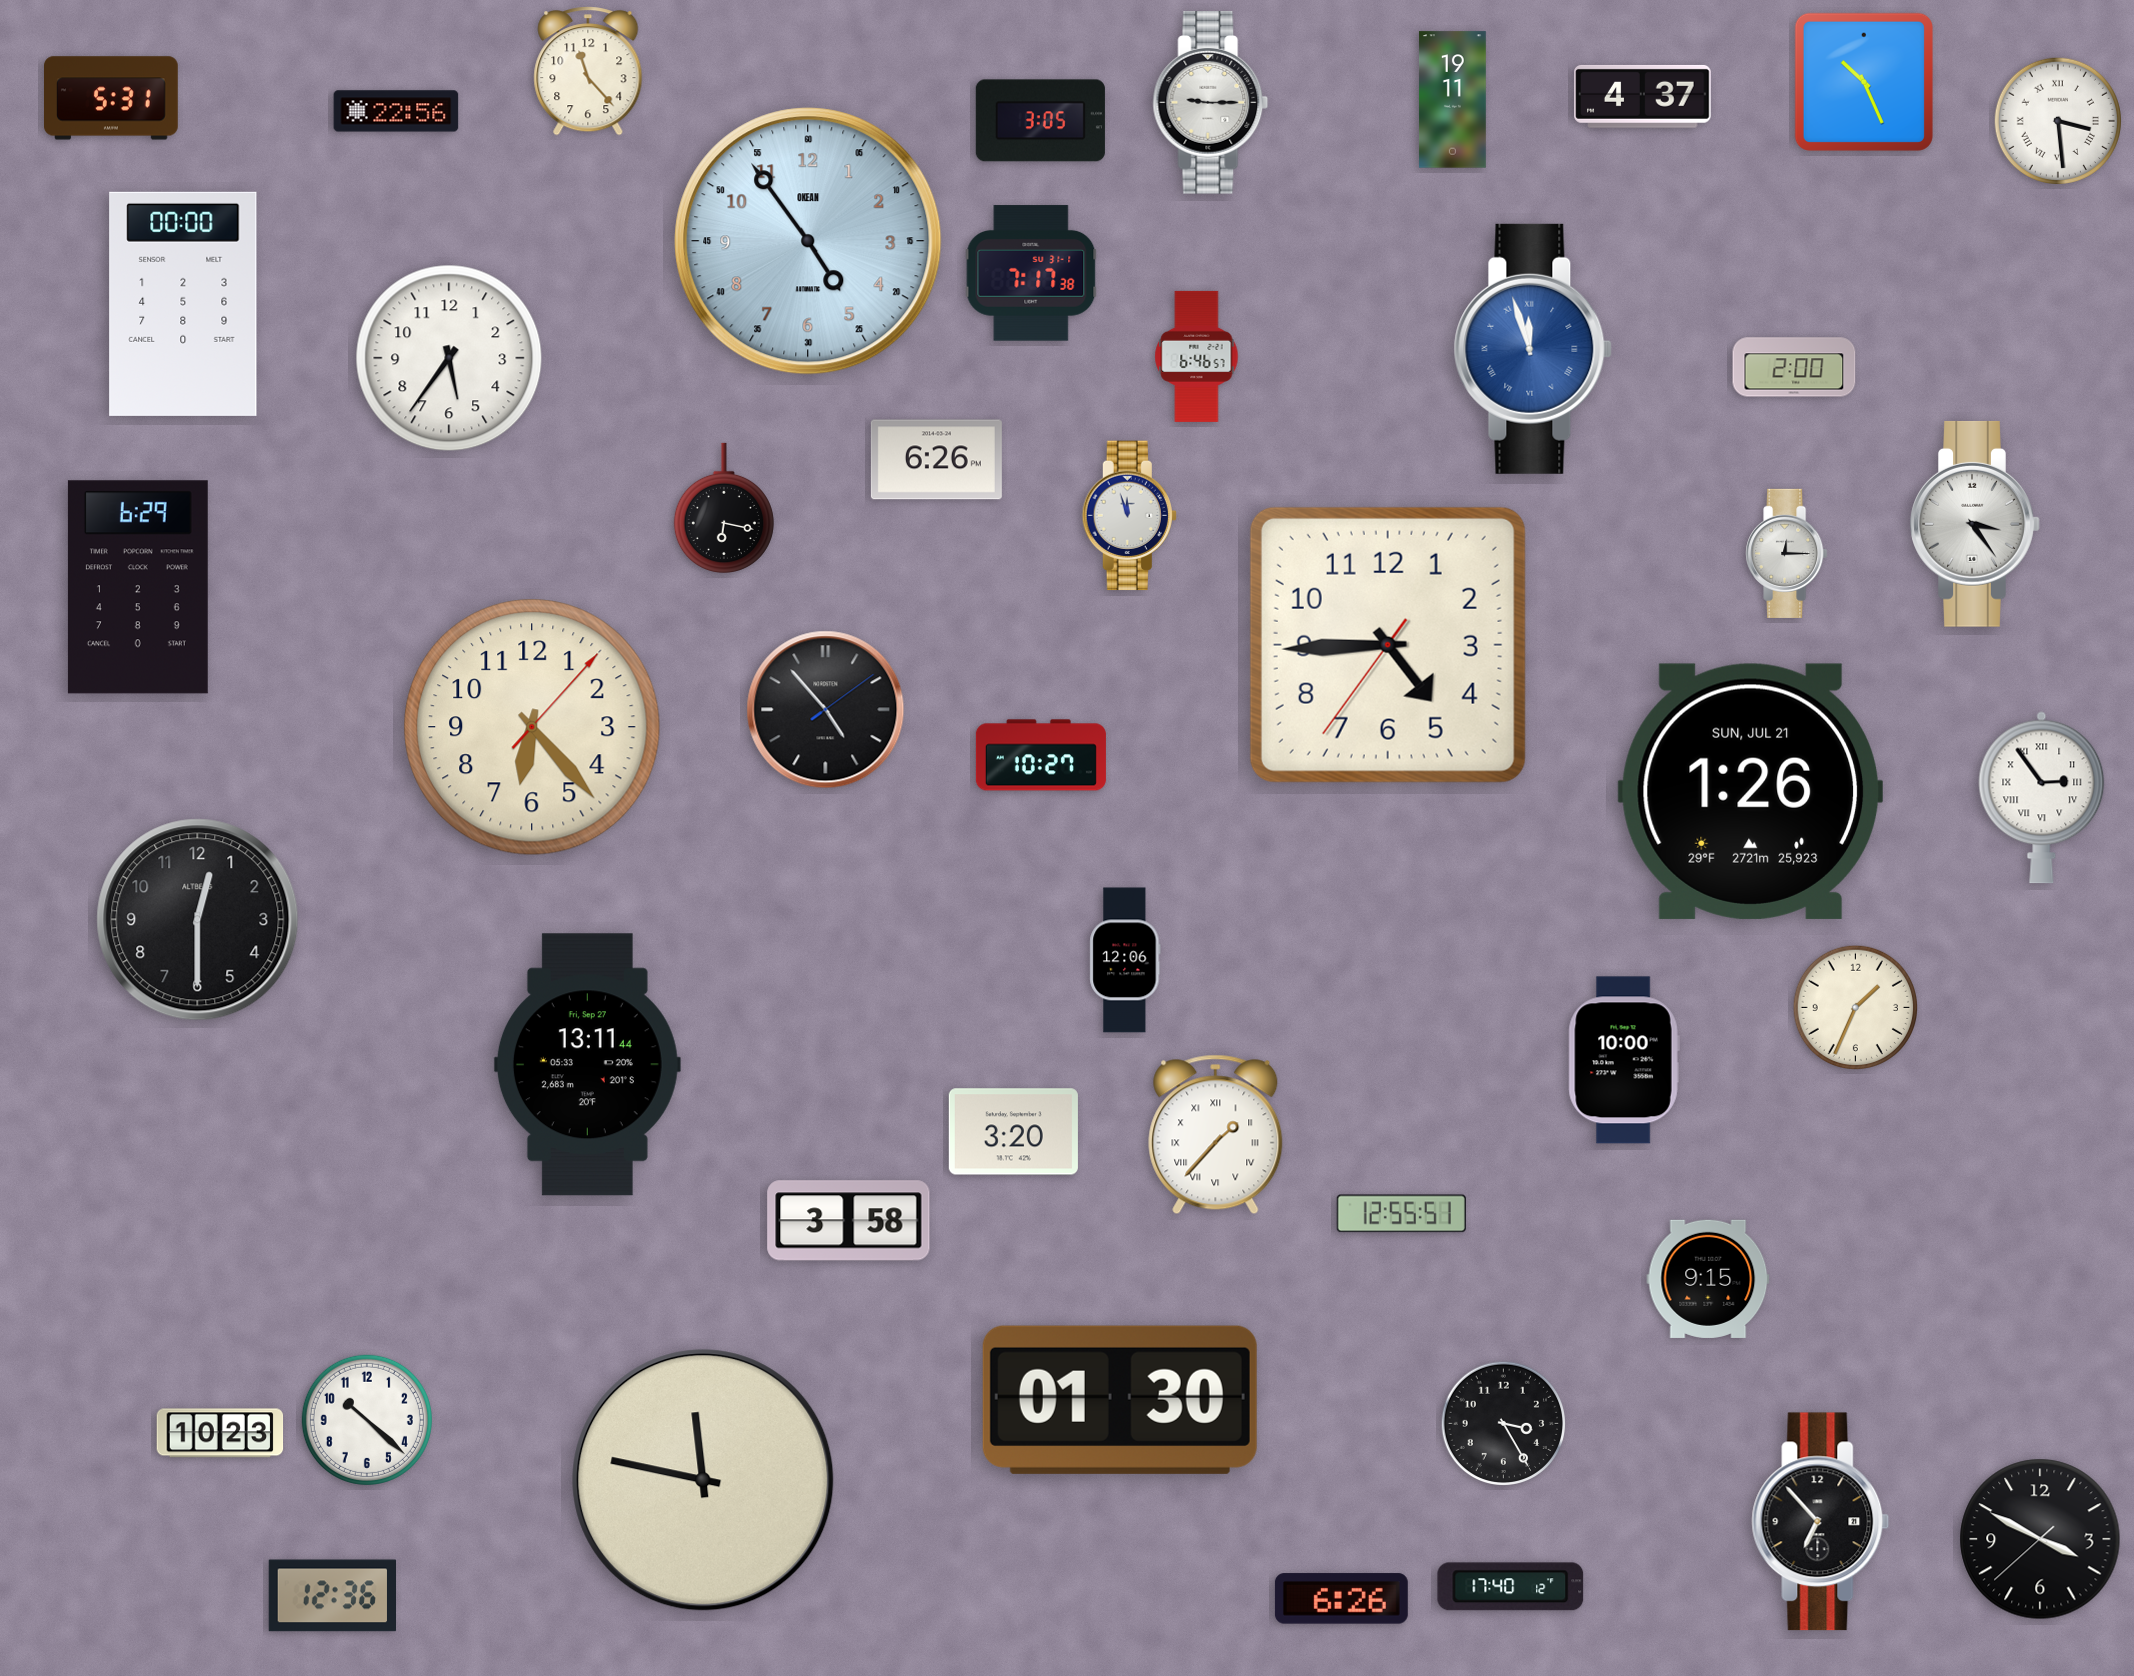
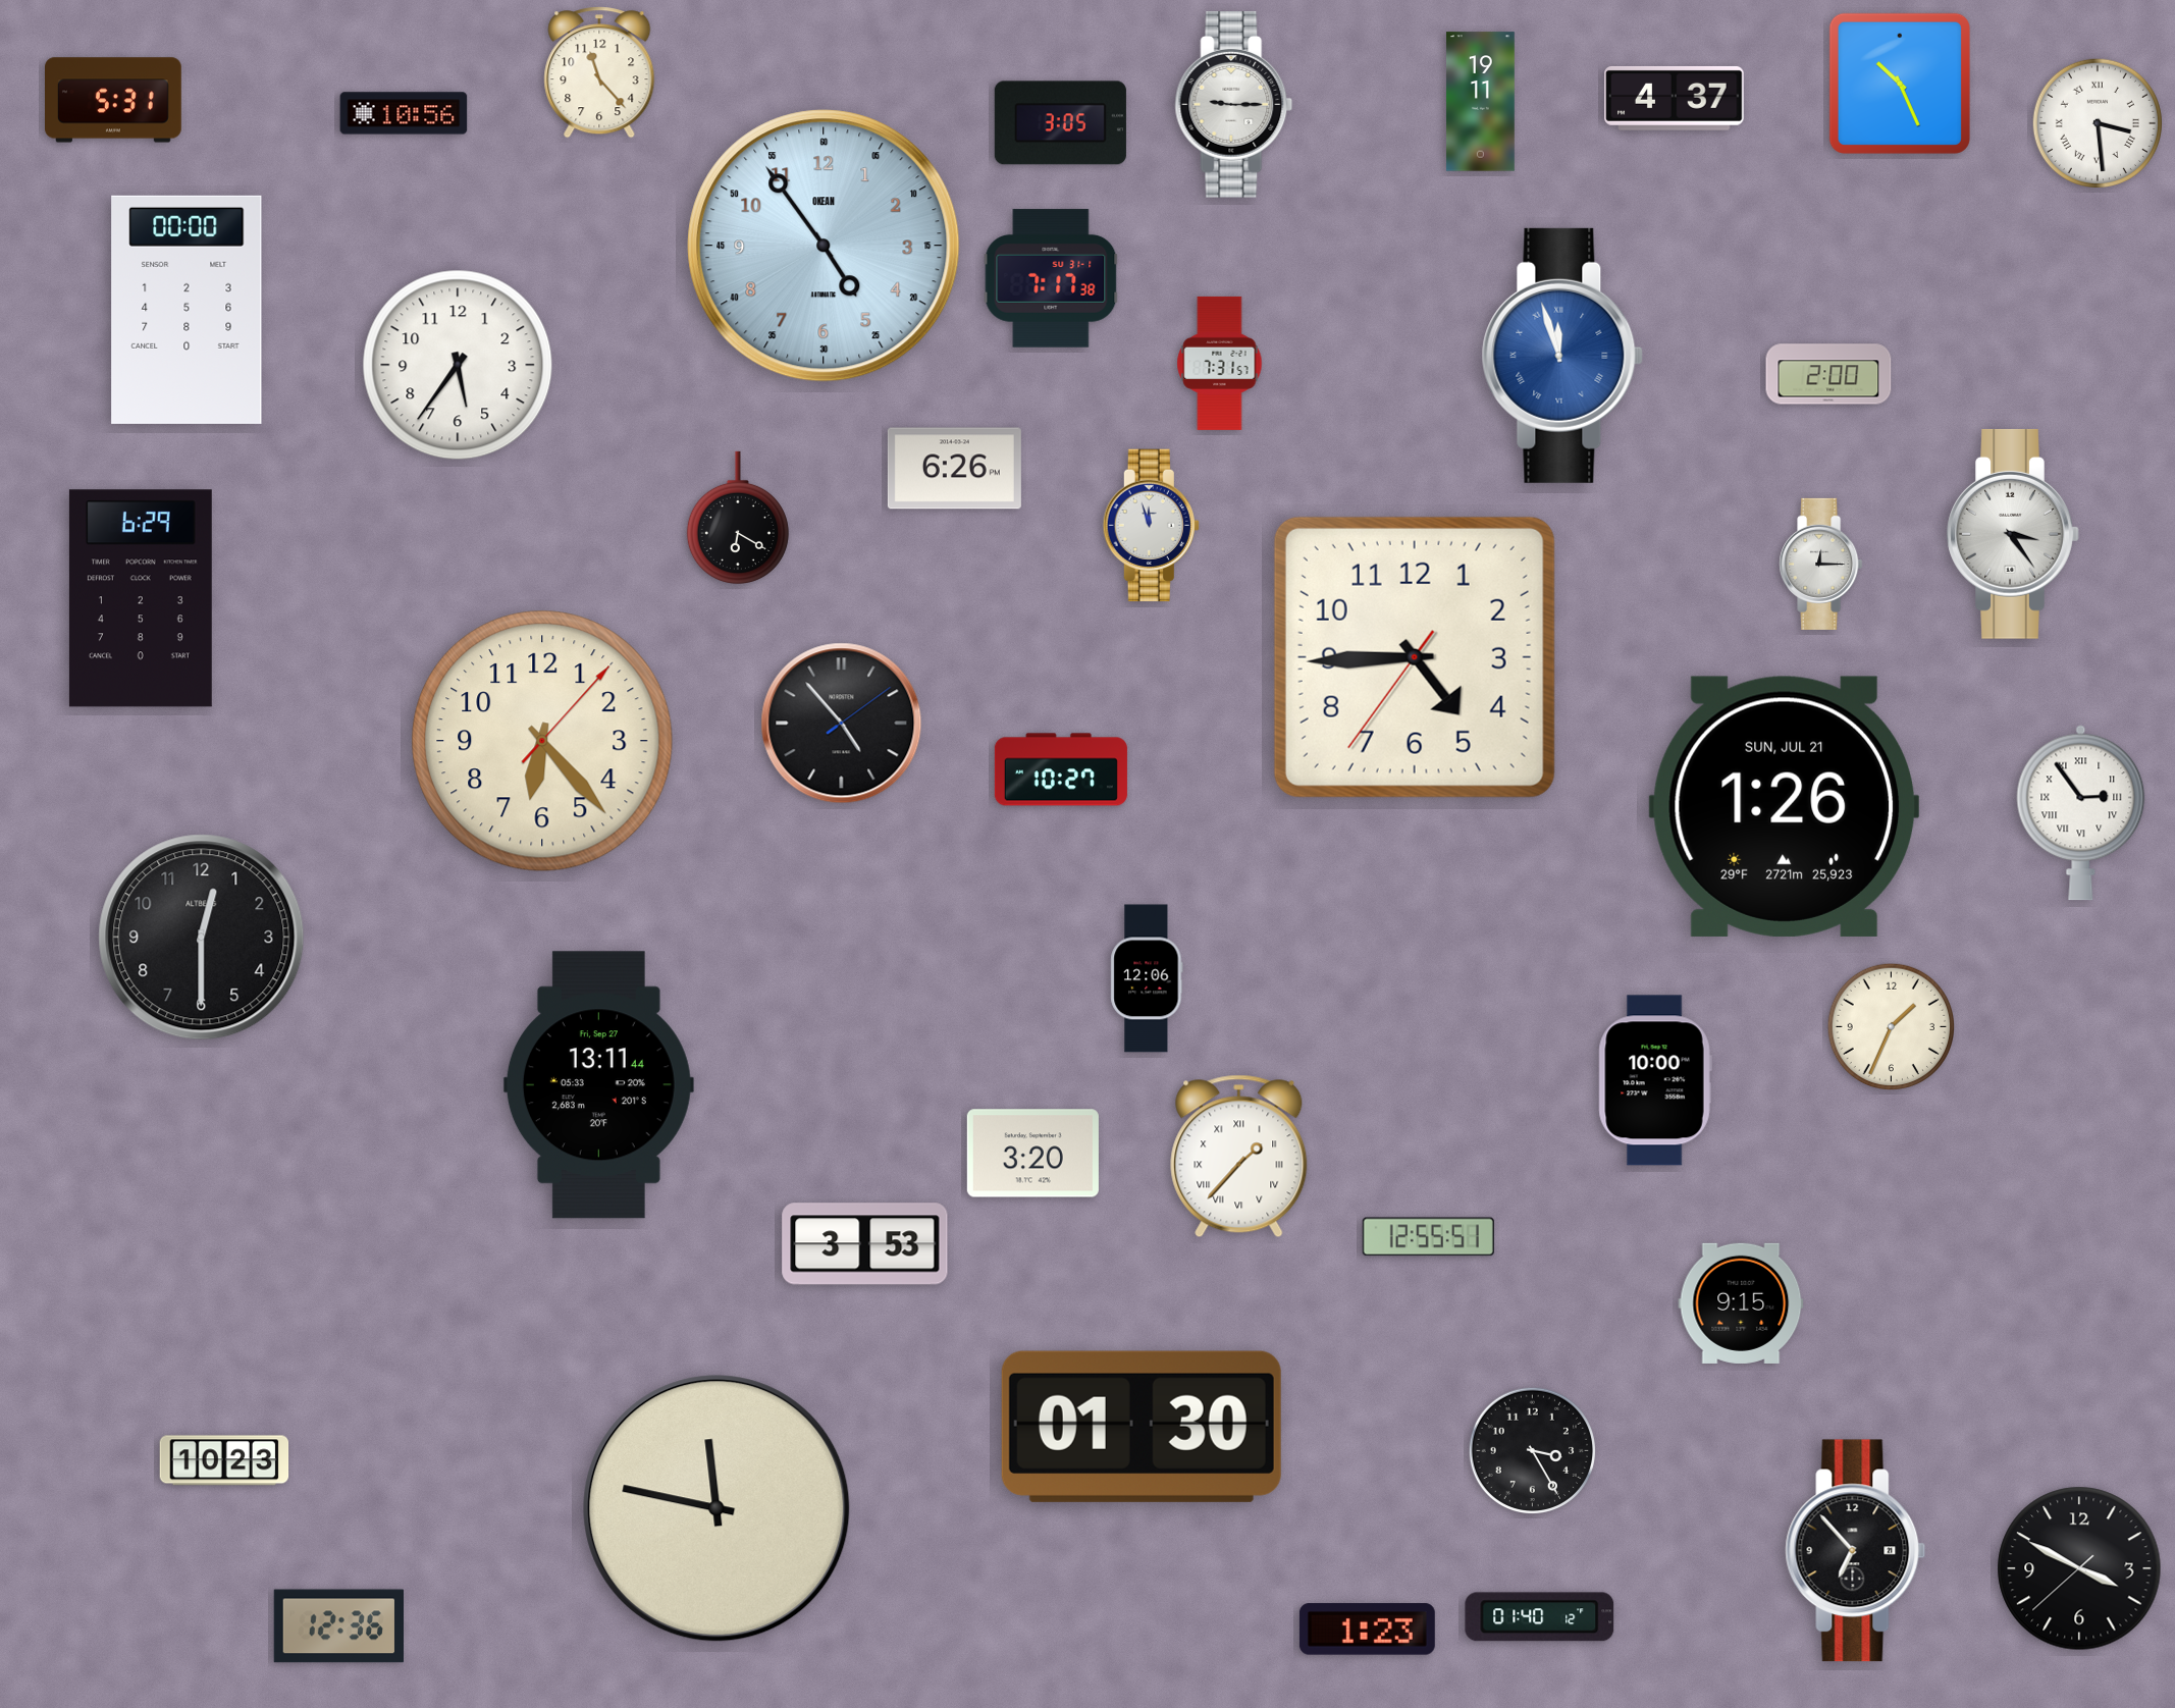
clock at (396, 111): 22:56 -> 10:56
clock at (1197, 356): 6:46 -> 7:31
clock at (724, 508): 6:17 -> 6:20
clock at (849, 1221): 3:58 -> 3:53
clock at (367, 1420): 10:22 -> none
clock at (1511, 1587): 17:40 -> 01:40
clock at (1341, 1599): 6:26 -> 1:23
